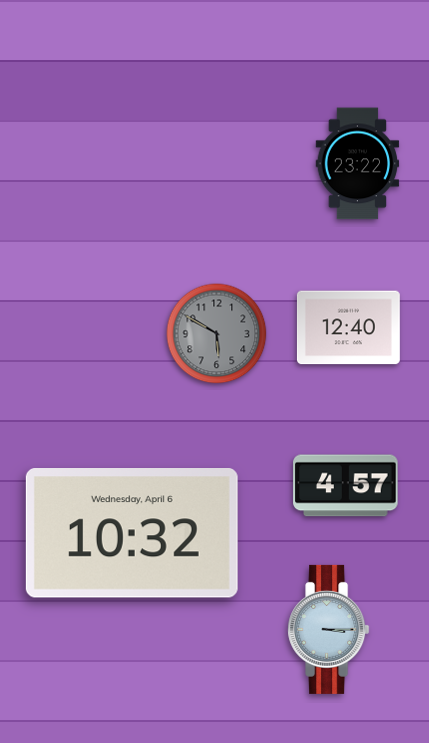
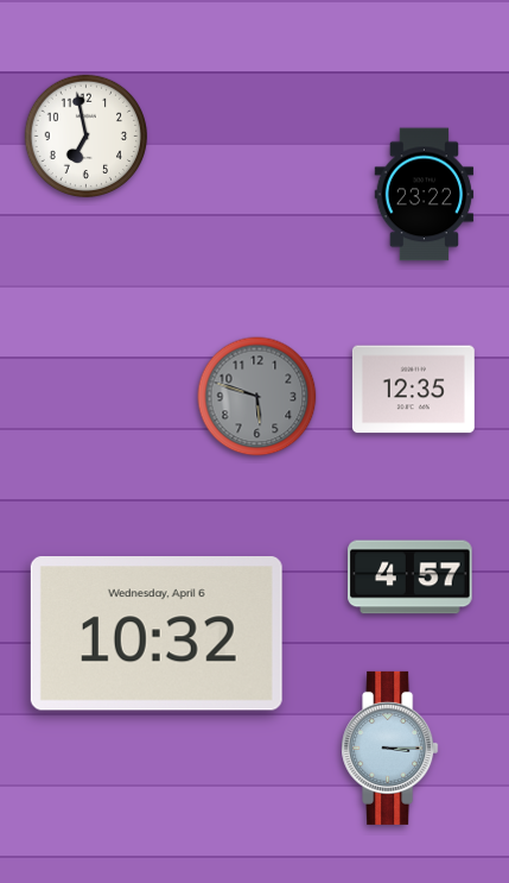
clock at (87, 137): none -> 6:58
clock at (348, 328): 12:40 -> 12:35
clock at (217, 334): 5:50 -> 5:48
